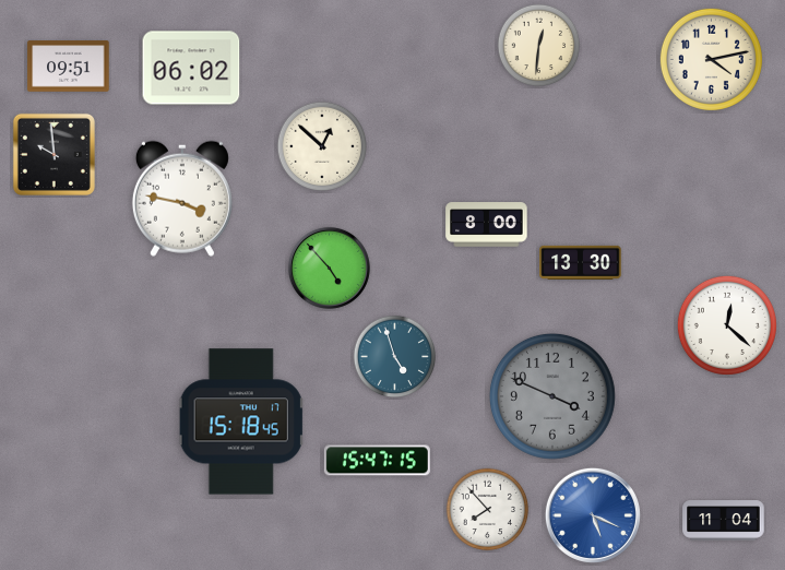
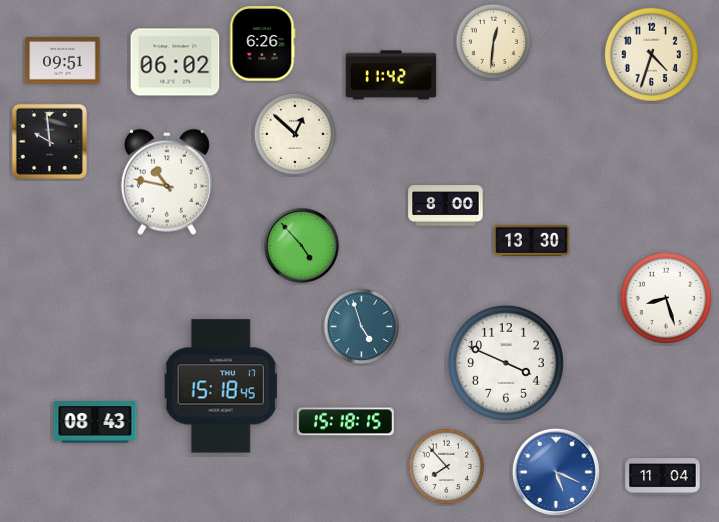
clock at (263, 44): none -> 6:26
clock at (711, 59): 4:13 -> 4:33
clock at (391, 75): none -> 11:42
clock at (182, 199): 3:47 -> 10:47
clock at (727, 325): 12:22 -> 8:27
clock at (552, 396) dial: grey -> white
clock at (95, 422): none -> 08:43
clock at (377, 461): 15:47 -> 15:18
clock at (593, 515) position: (593, 515) -> (556, 472)
